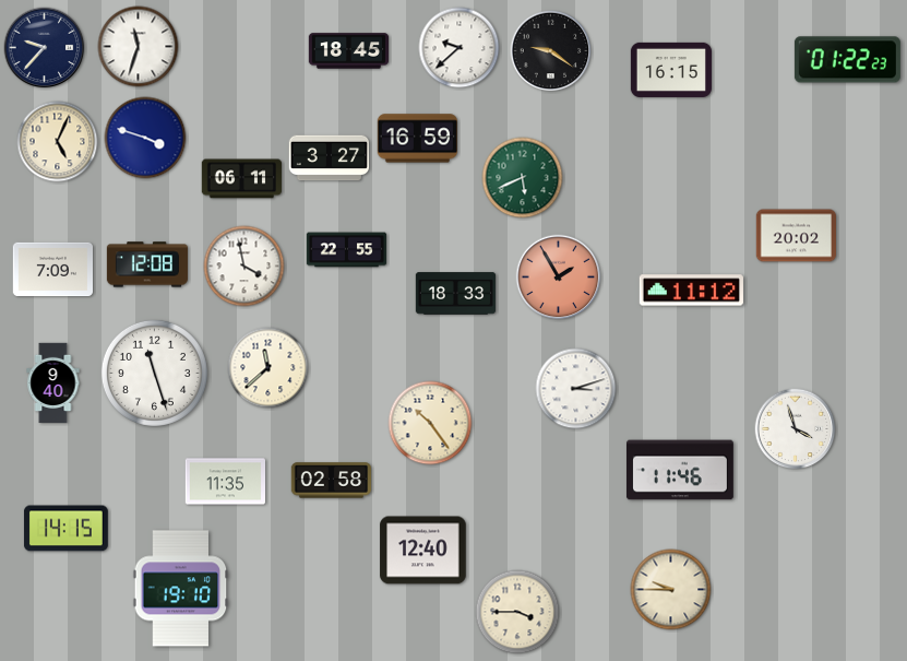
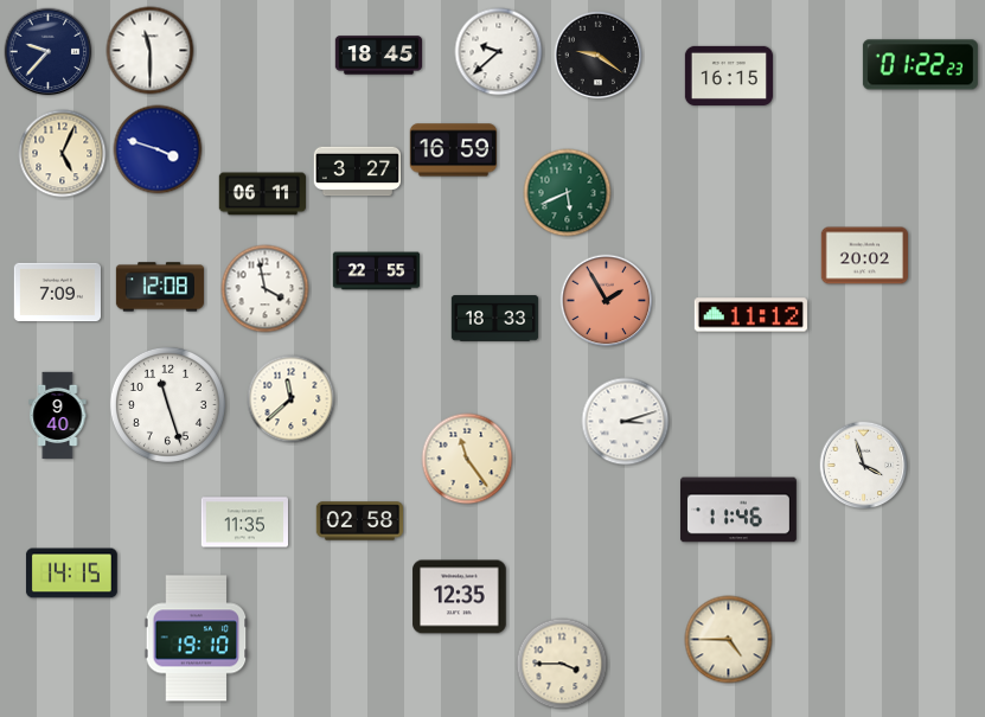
clock at (139, 47): 11:33 -> 11:30
clock at (430, 423): 10:24 -> 11:24
clock at (423, 551): 12:40 -> 12:35
clock at (671, 590): 9:45 -> 4:45
